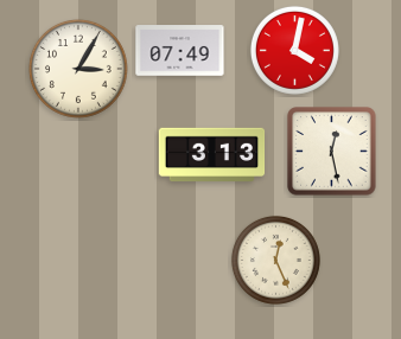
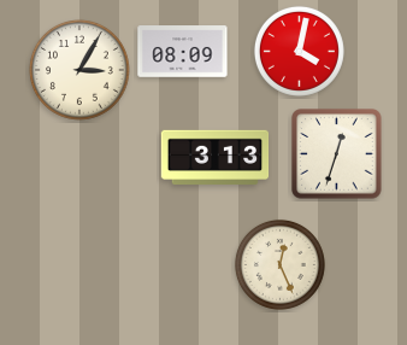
clock at (180, 51): 07:49 -> 08:09
clock at (332, 152): 12:28 -> 12:33
